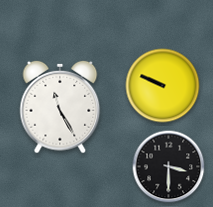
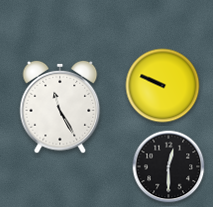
clock at (169, 167): 3:30 -> 12:30
